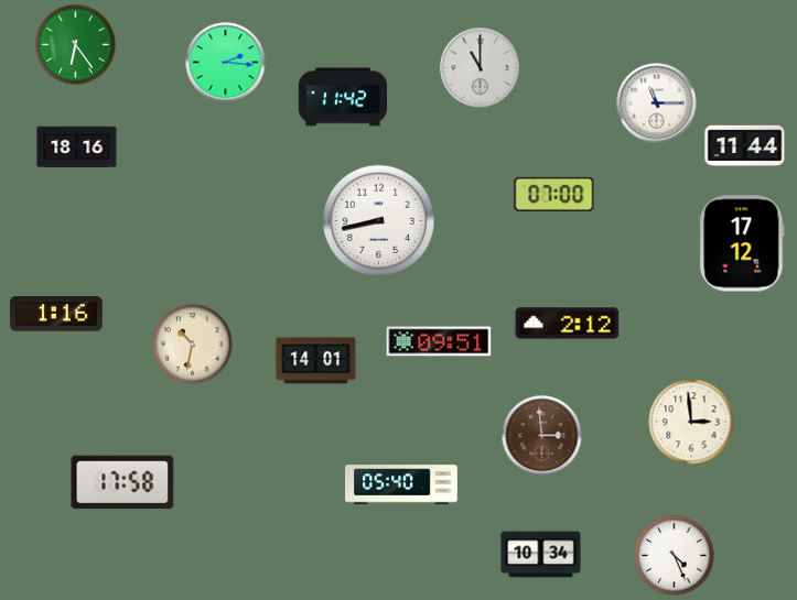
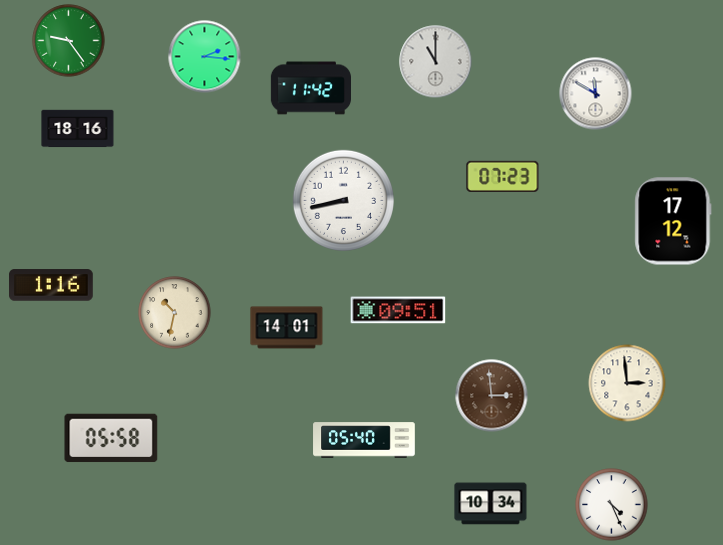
clock at (76, 45): 6:24 -> 9:24
clock at (657, 103): 11:15 -> 11:50
clock at (745, 146): 11:44 -> none
clock at (77, 148) position: (77, 148) -> (78, 129)
clock at (554, 194): 07:00 -> 07:23
clock at (568, 324): 2:12 -> none
clock at (122, 482): 17:58 -> 05:58
